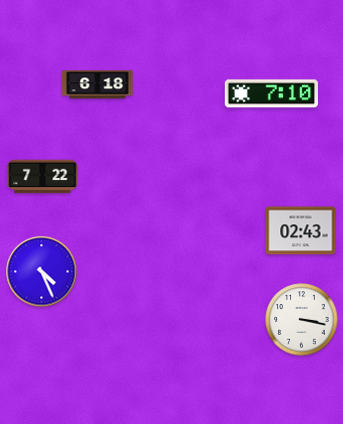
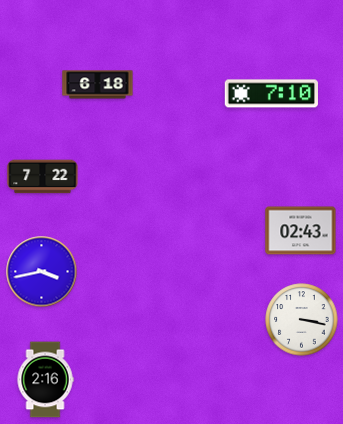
clock at (42, 272): 4:26 -> 3:43
clock at (45, 380): none -> 2:16
